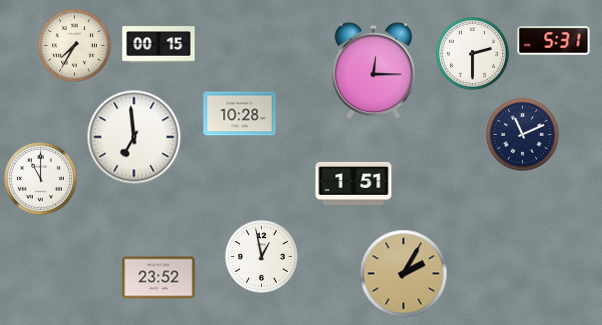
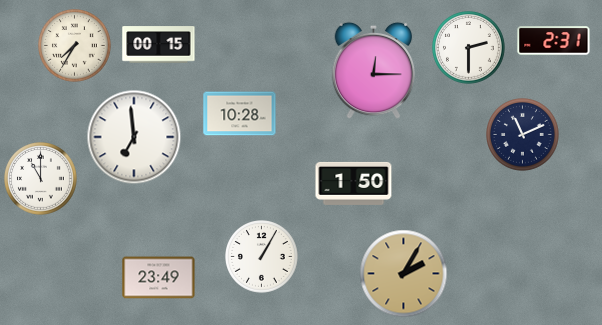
clock at (554, 41): 5:31 -> 2:31
clock at (473, 54) position: (473, 54) -> (469, 48)
clock at (354, 183): 1:51 -> 1:50
clock at (262, 257): 12:58 -> 1:05
clock at (159, 278): 23:52 -> 23:49
